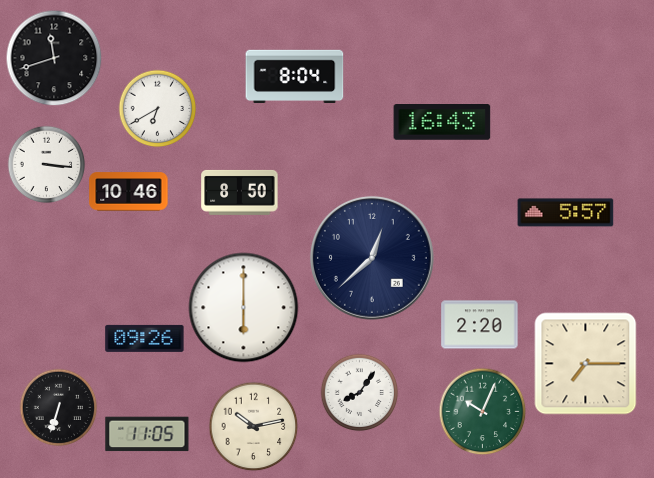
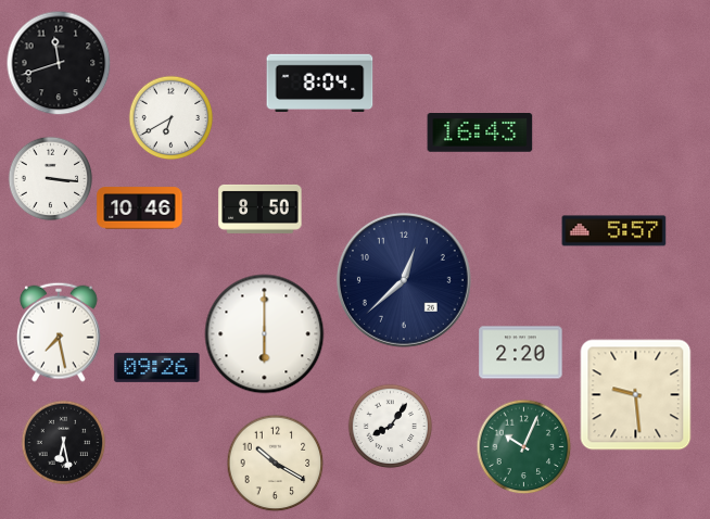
clock at (59, 332): none -> 7:28
clock at (586, 364): 7:15 -> 9:29
clock at (58, 407): 6:33 -> 6:28
clock at (253, 426): 10:13 -> 10:20
clock at (147, 434): 11:05 -> none
